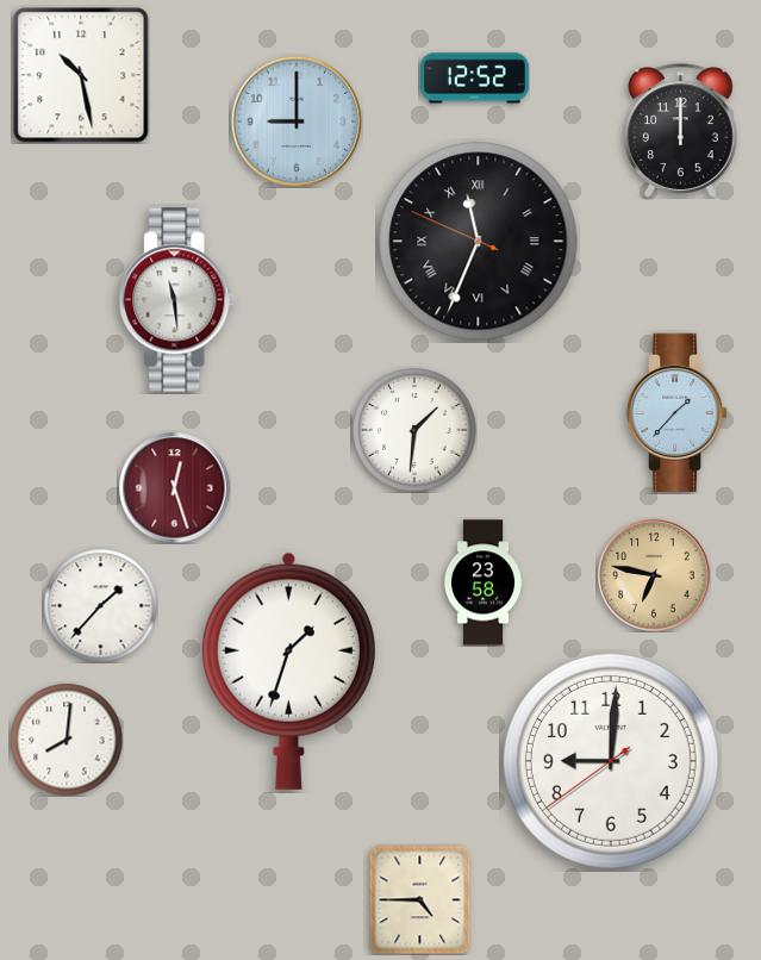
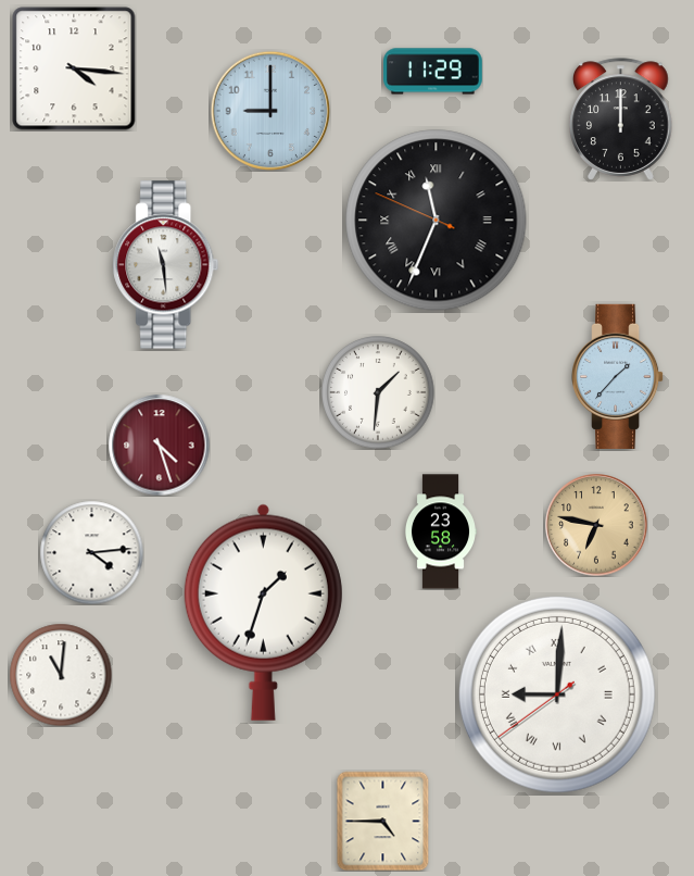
clock at (81, 75): 10:28 -> 4:16
clock at (475, 79): 12:52 -> 11:29
clock at (177, 300) position: (177, 300) -> (166, 265)
clock at (174, 487): 12:27 -> 4:27
clock at (100, 605): 1:37 -> 4:14
clock at (67, 740): 8:01 -> 11:01
clock at (611, 761) numerals: Arabic -> Roman
